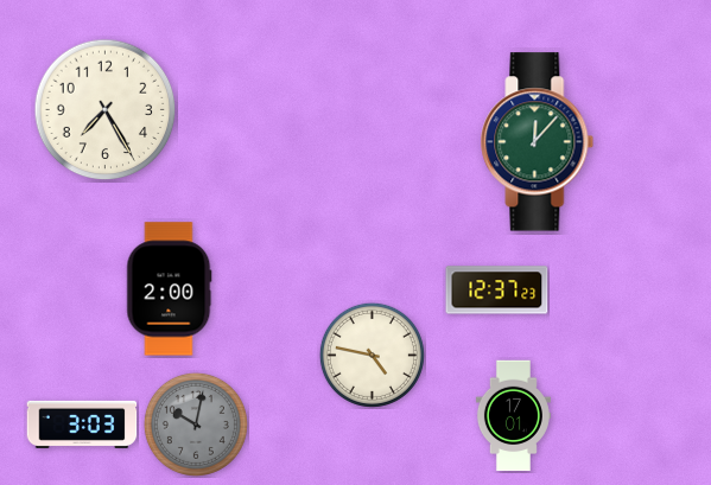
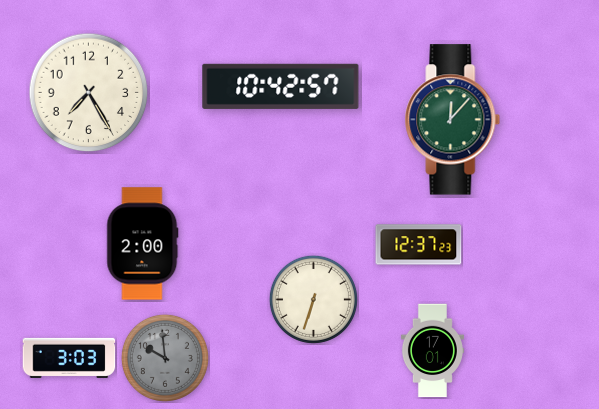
clock at (281, 86): none -> 10:42
clock at (372, 355): 4:47 -> 6:33
clock at (196, 425): 10:02 -> 9:59
